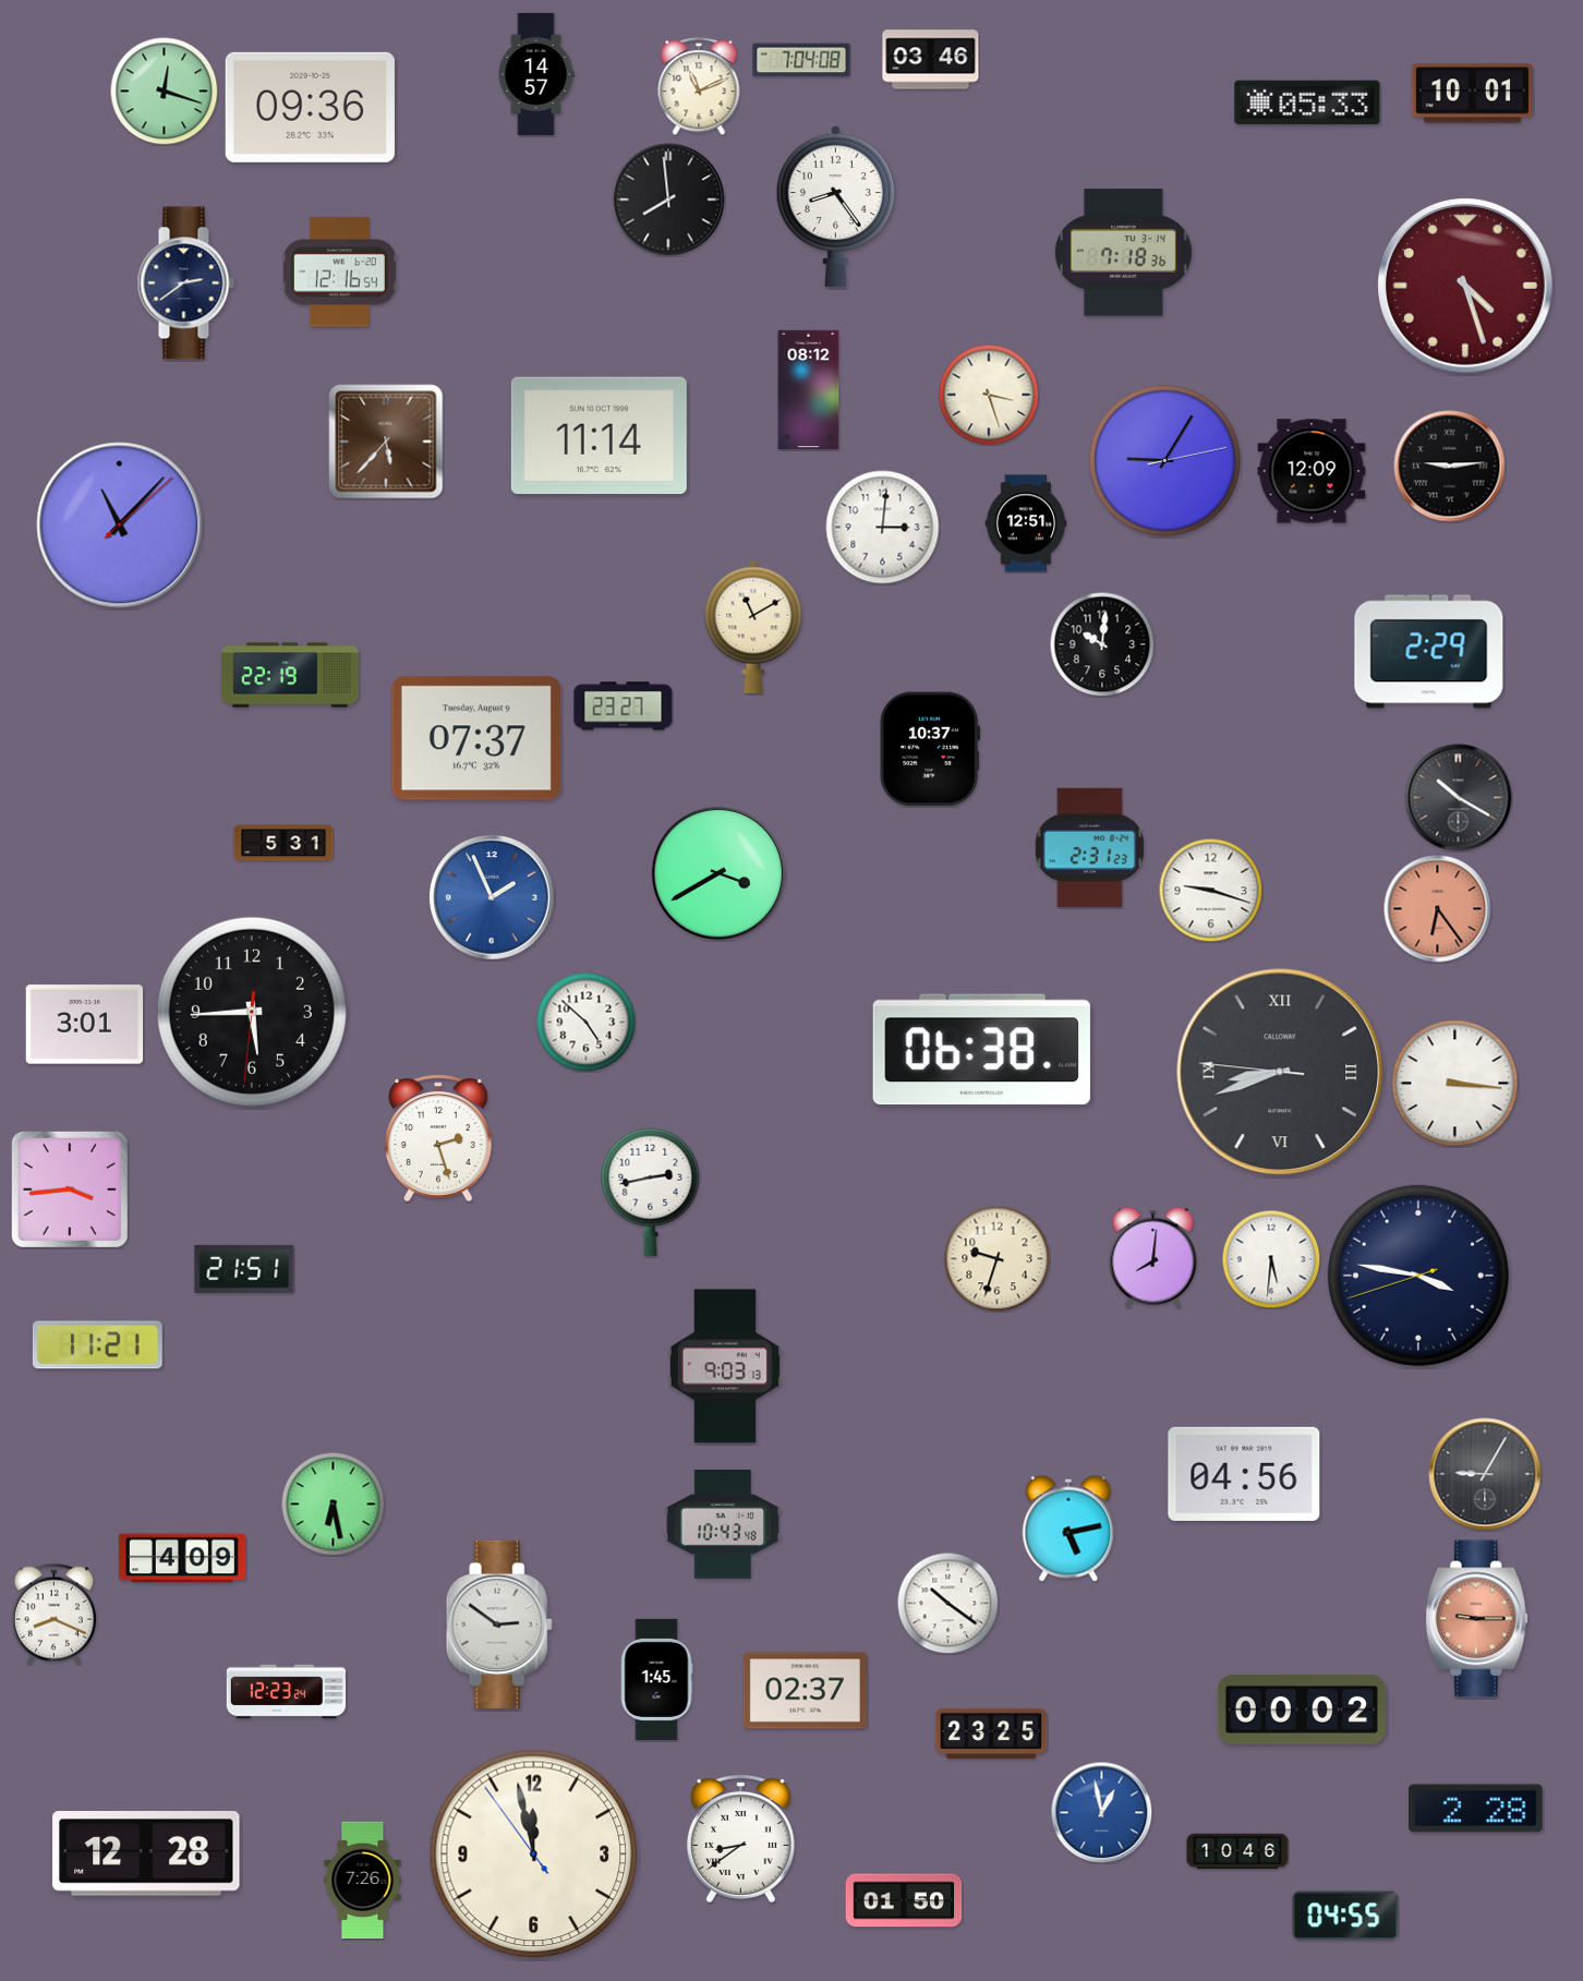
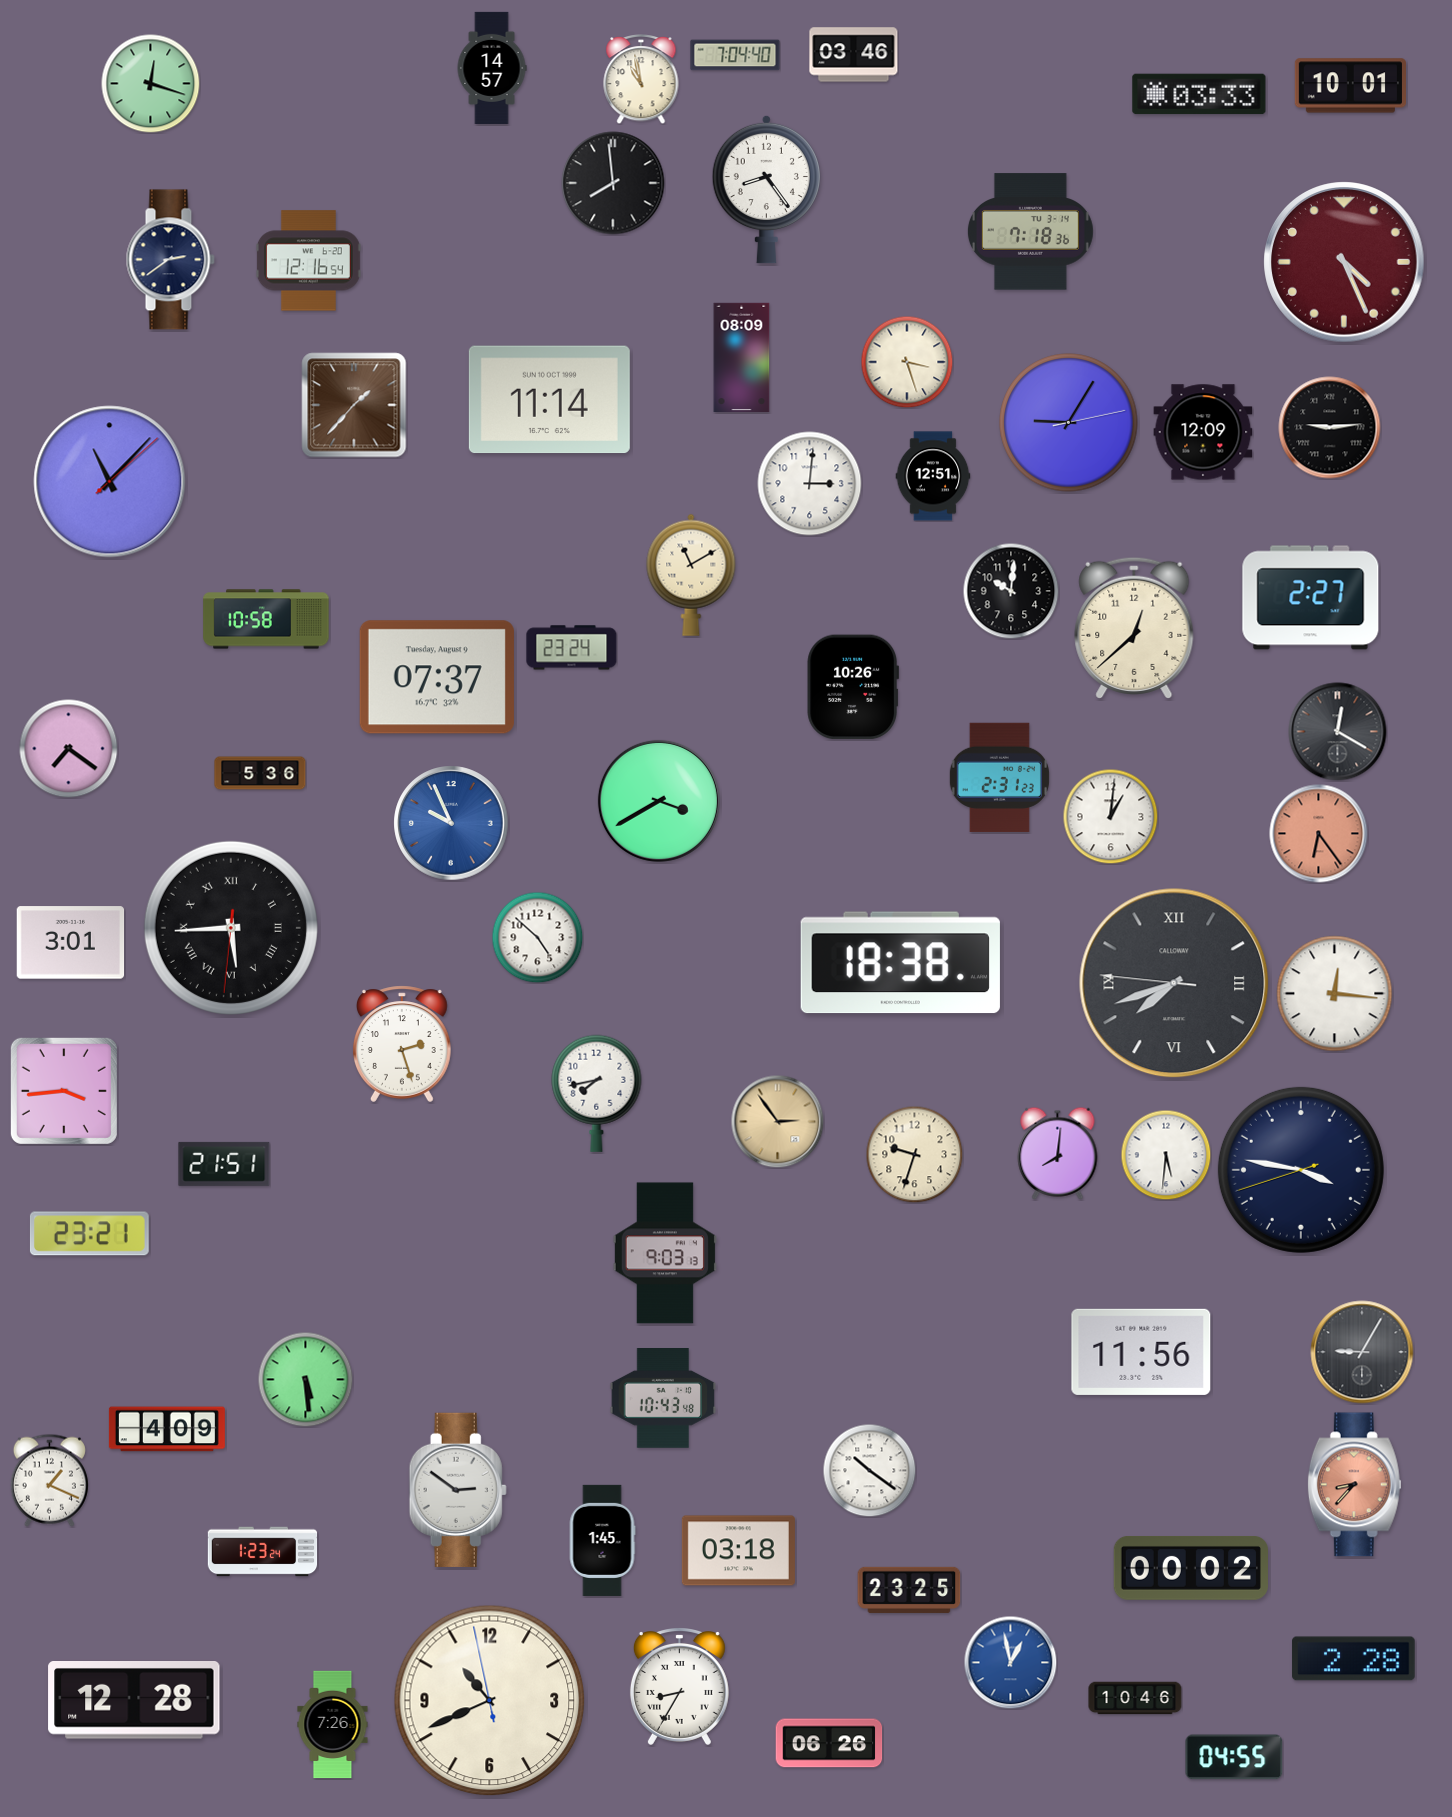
clock at (801, 60): 7:04:08 -> 7:04:40
clock at (699, 87): 11:11 -> 10:58
clock at (1307, 102): 05:33 -> 03:33
clock at (310, 107): 09:36 -> none
clock at (339, 273) position: (339, 273) -> (308, 261)
clock at (1465, 286): 4:27 -> 4:26
clock at (809, 390): 08:12 -> 08:09
clock at (386, 442): 5:37 -> 1:37
clock at (1026, 523) position: (1026, 523) -> (933, 476)
clock at (1429, 652): 2:29 -> 2:27
clock at (290, 675): 22:19 -> 10:58
clock at (1134, 628): none -> 12:38
clock at (624, 706): 23:27 -> 23:24
clock at (930, 749): 10:37 -> 10:26
clock at (1459, 798): 10:20 -> 12:20
clock at (69, 749): none -> 7:21
clock at (283, 843): 5:31 -> 5:36
clock at (1210, 890): 9:18 -> 1:01
clock at (492, 897): 1:56 -> 9:56
clock at (252, 1012) numerals: Arabic -> Roman
clock at (85, 1025) position: (85, 1025) -> (71, 943)
clock at (981, 1050): 06:38 -> 18:38
clock at (1280, 1072): 8:41 -> 7:41
clock at (1455, 1084): 3:16 -> 12:16
clock at (651, 1192): 2:43 -> 7:43
clock at (777, 1121): none -> 2:54
clock at (97, 1345): 11:21 -> 23:21
clock at (1244, 1474): 04:56 -> 11:56
clock at (333, 1503): 6:28 -> 5:29
clock at (1068, 1529): 5:13 -> none
clock at (53, 1614): 8:19 -> 1:19
clock at (1476, 1619): 9:15 -> 8:37
clock at (805, 1691): 02:37 -> 03:18
clock at (287, 1692): 12:23 -> 1:23
clock at (1301, 1711) position: (1301, 1711) -> (1190, 1569)
clock at (740, 1839): 8:39 -> 8:35
clock at (534, 1855): 11:57 -> 10:40
clock at (904, 1900): 01:50 -> 06:26
